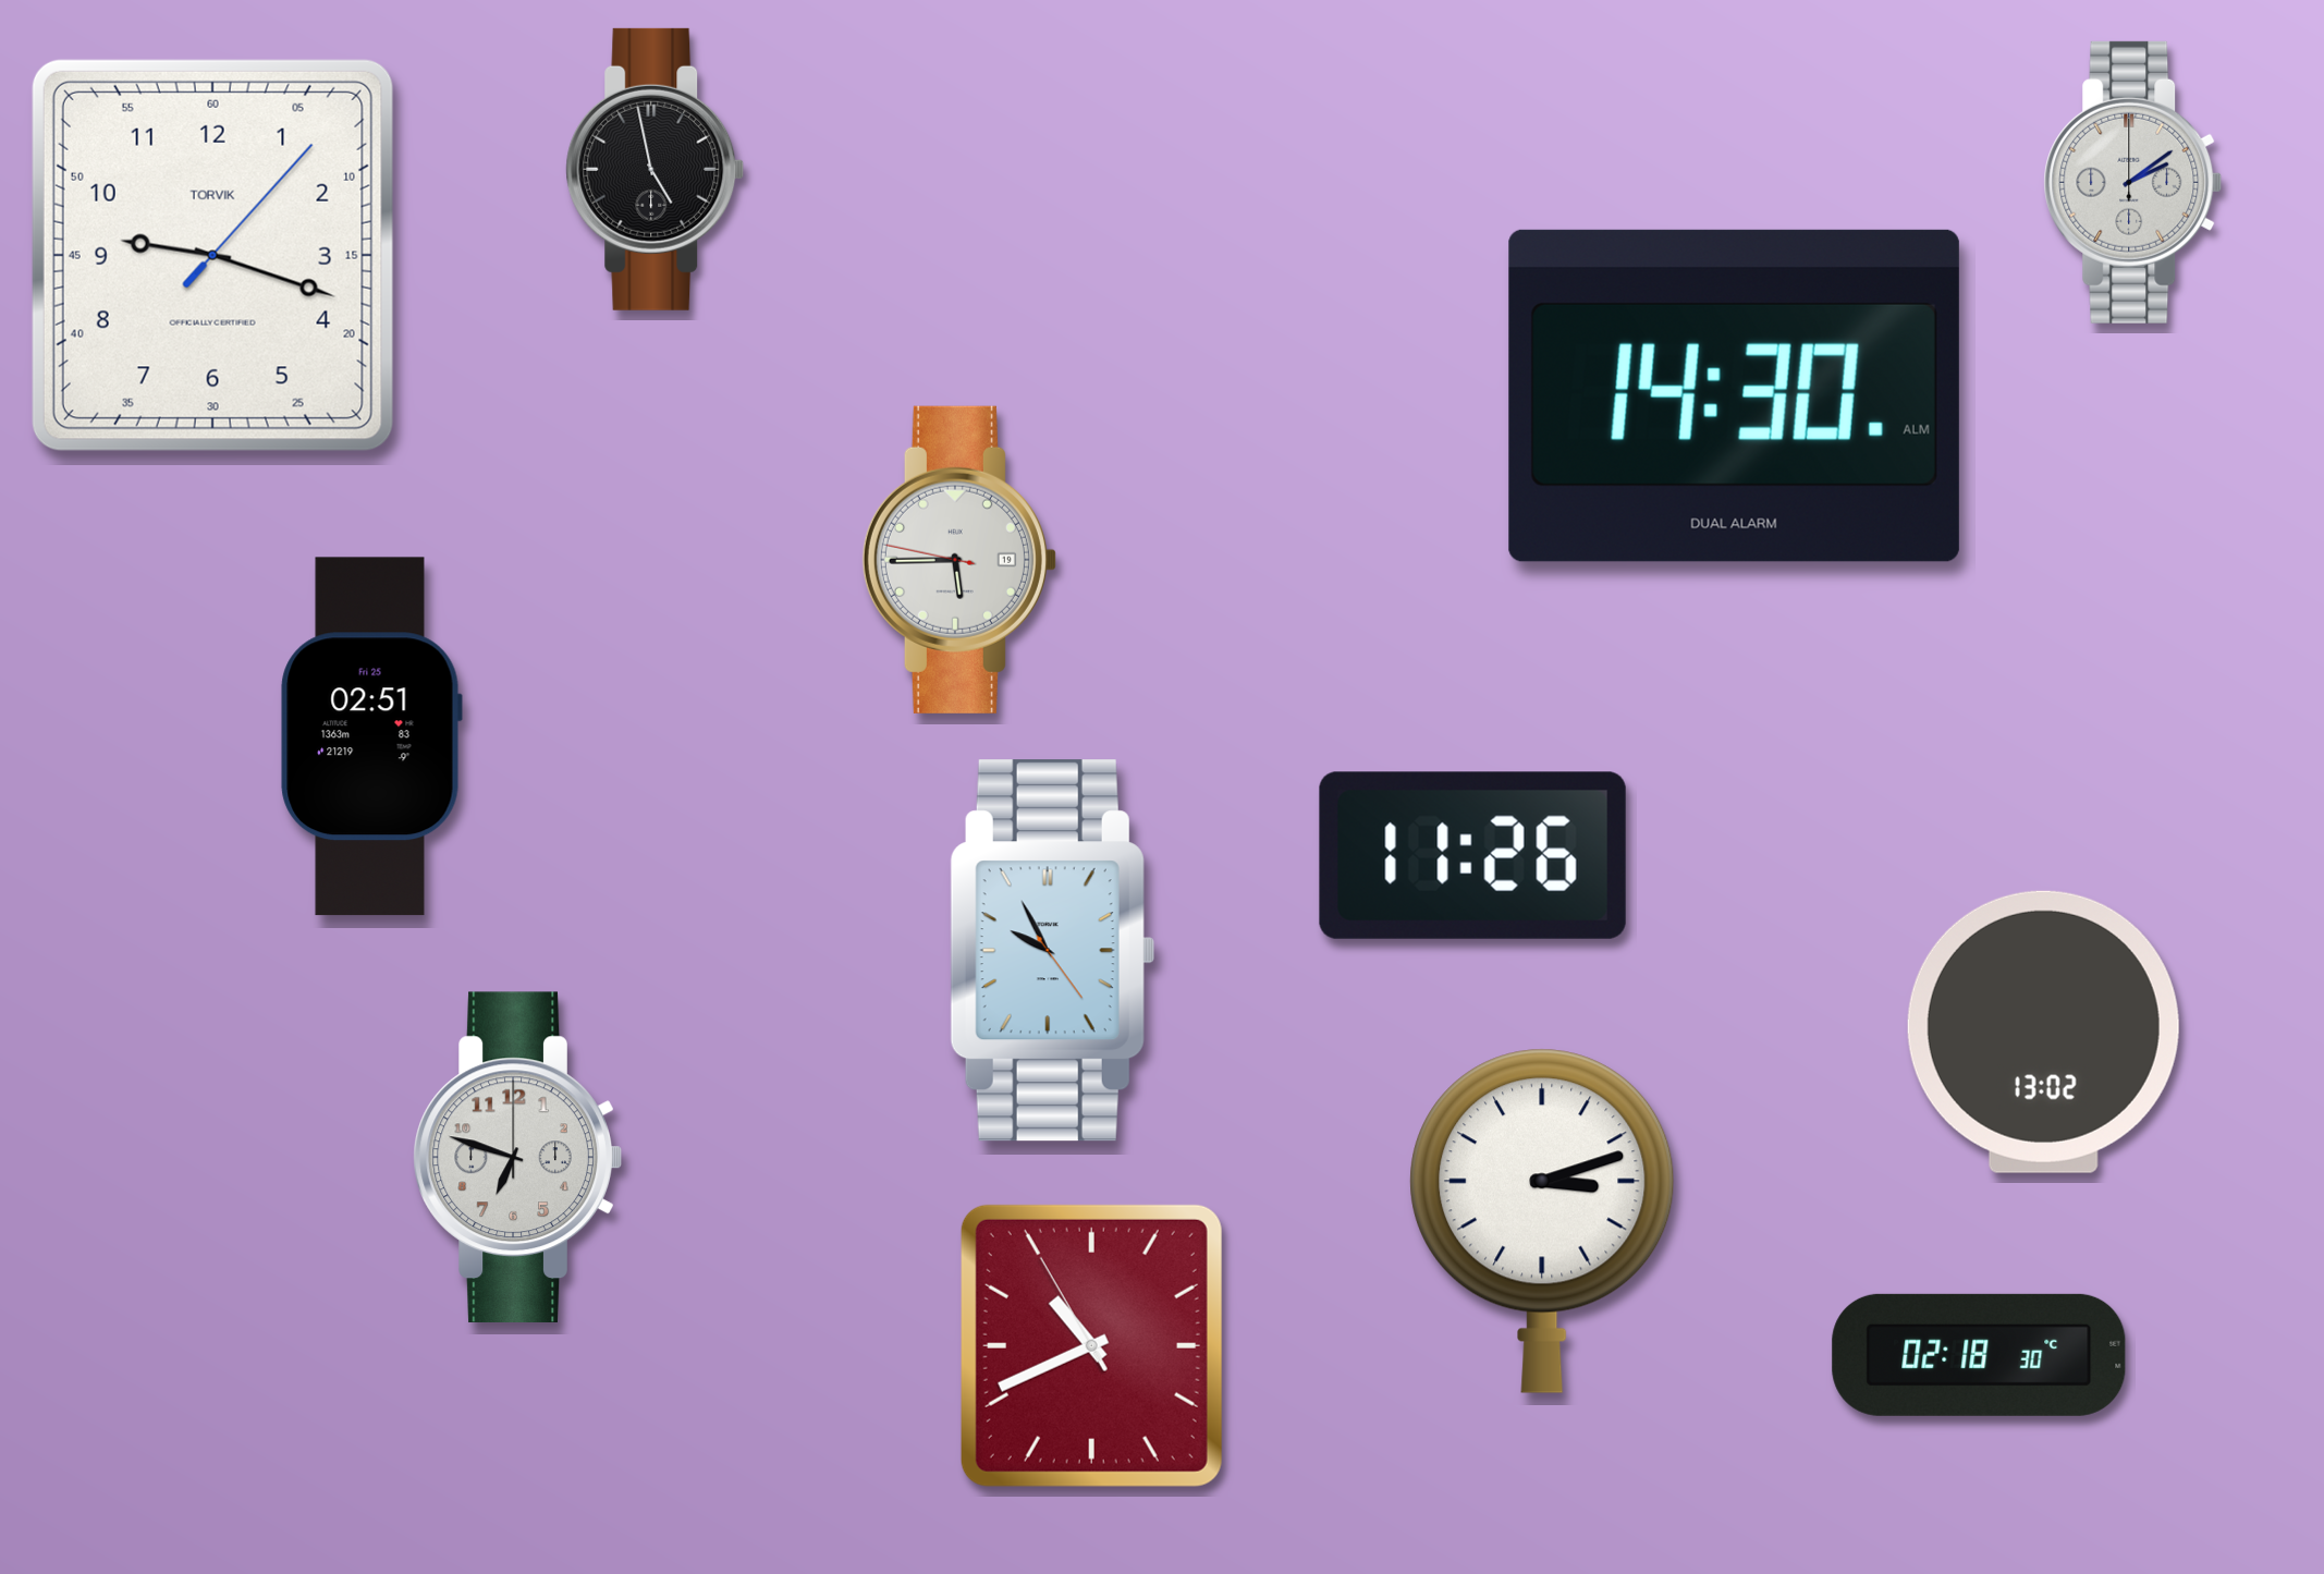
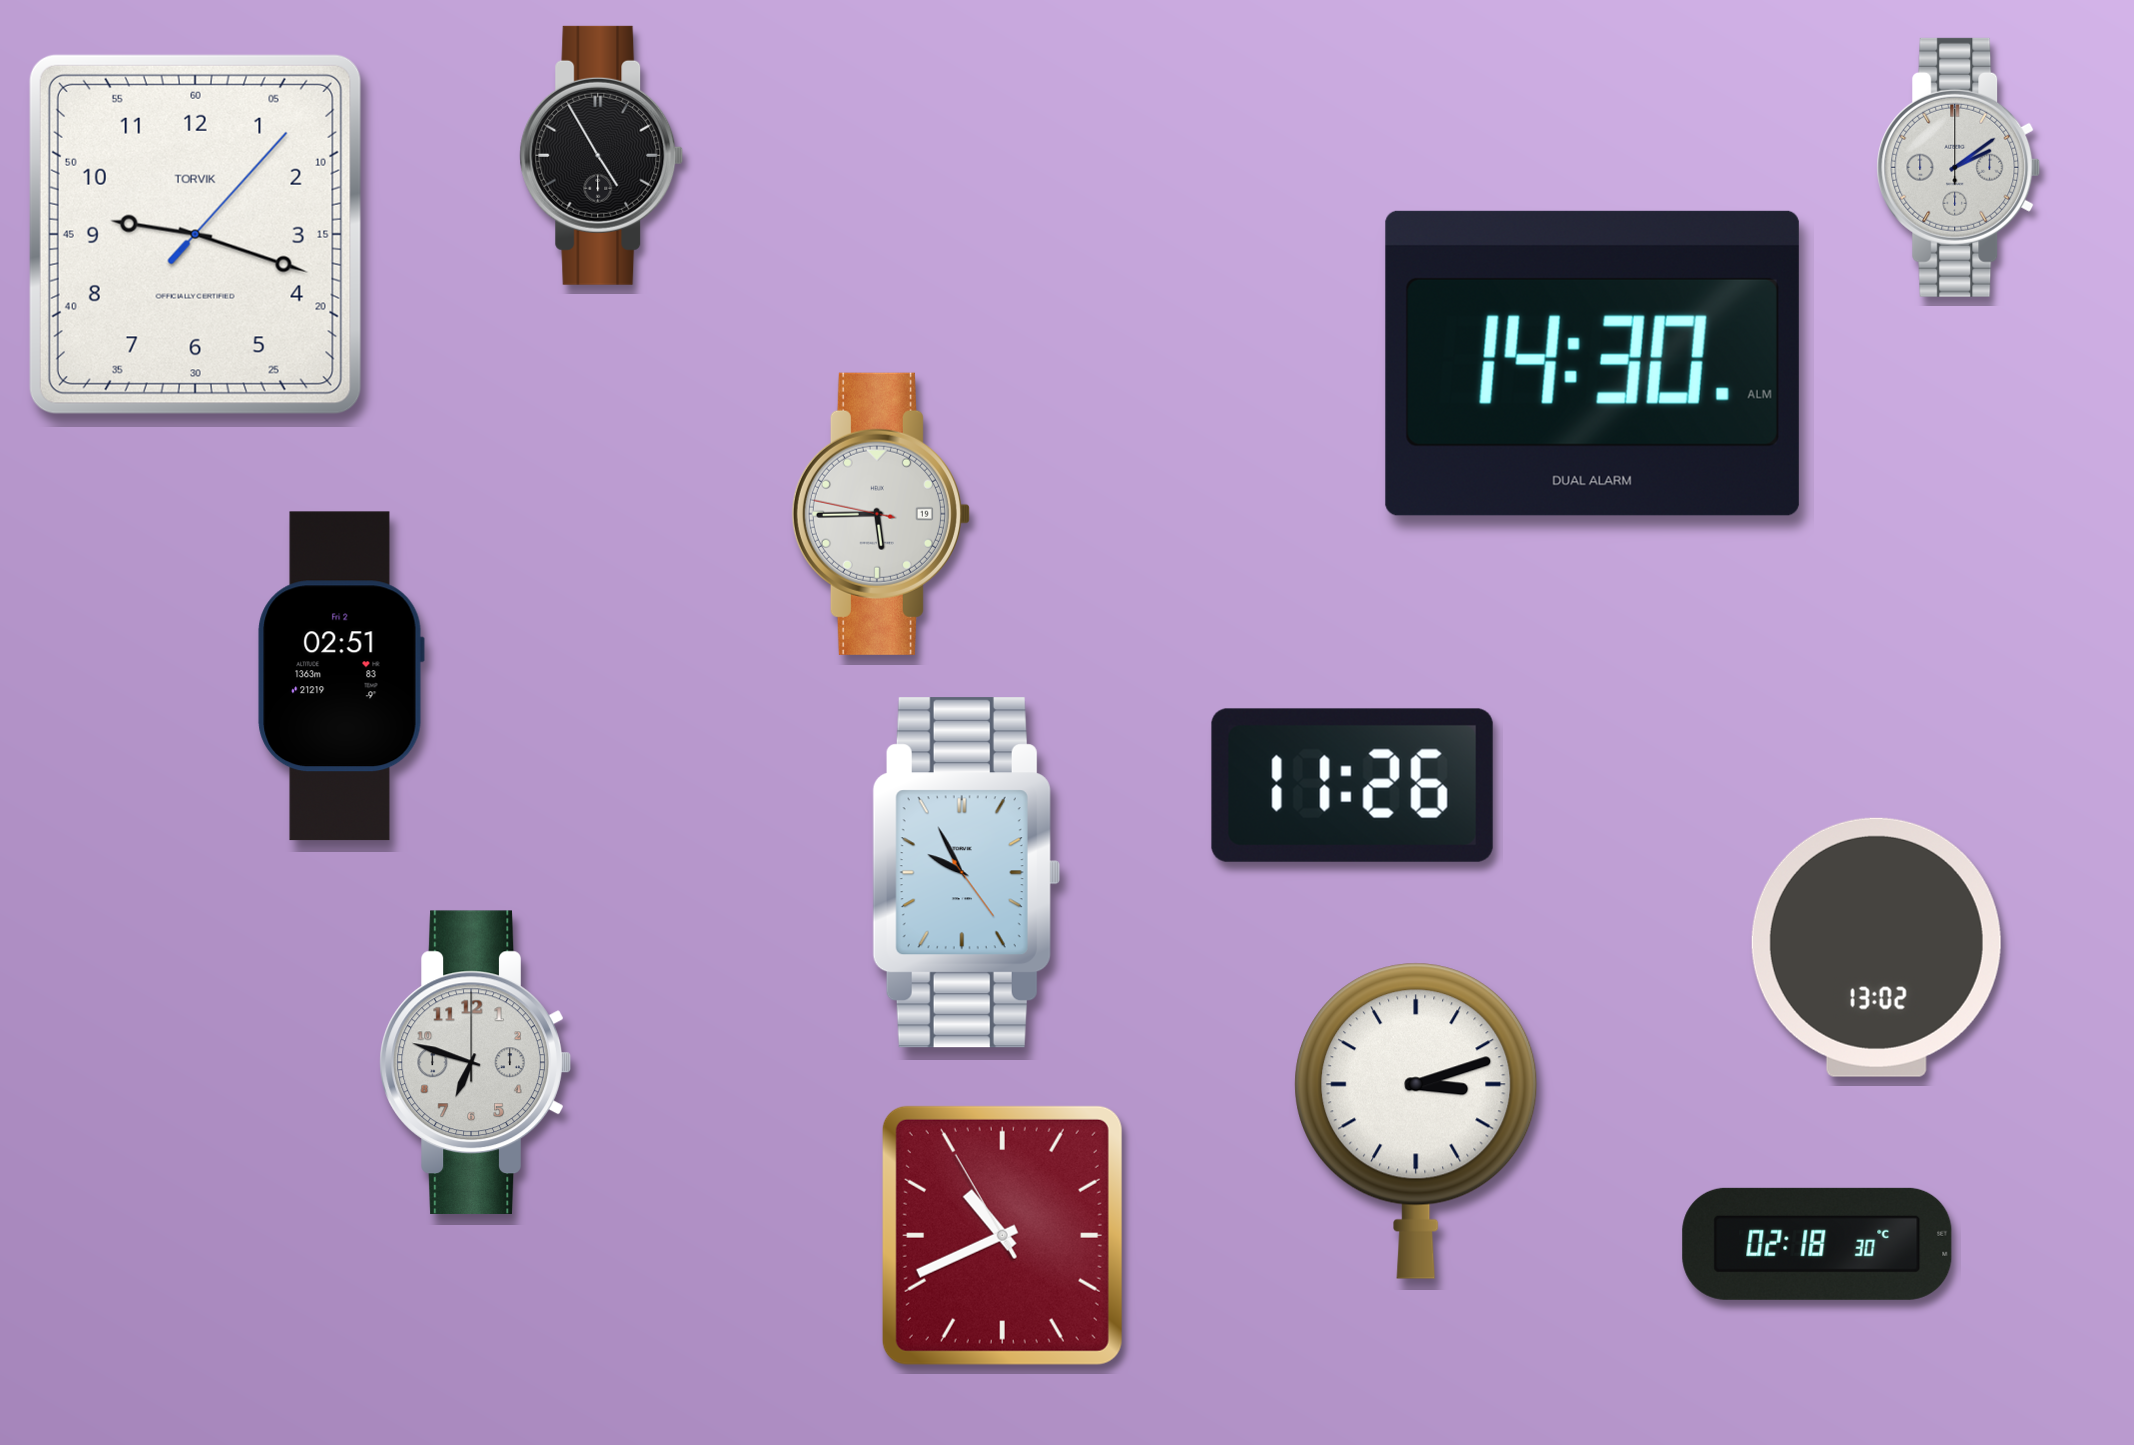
clock at (656, 169): 4:58 -> 4:55
clock at (371, 736) date: Fri 25 -> Fri 2
